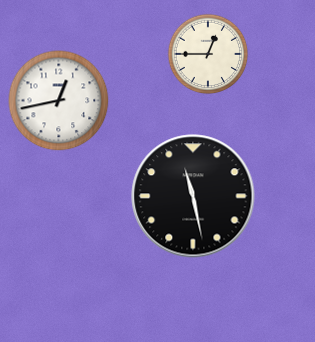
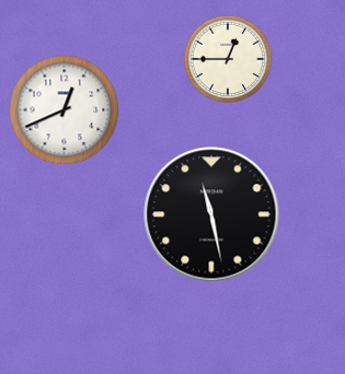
clock at (59, 101): 12:43 -> 12:41
